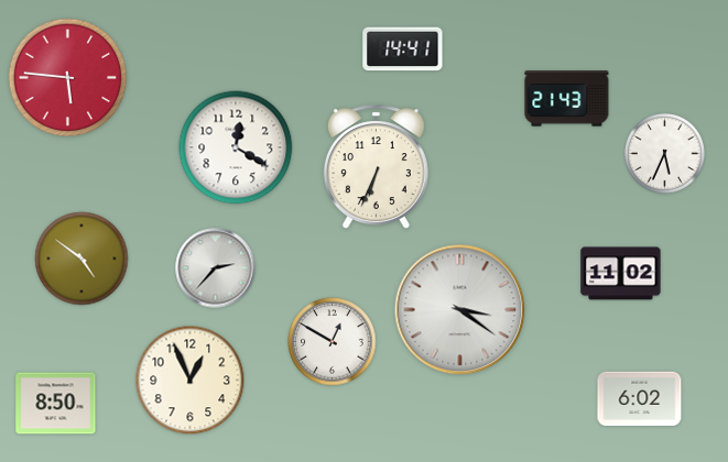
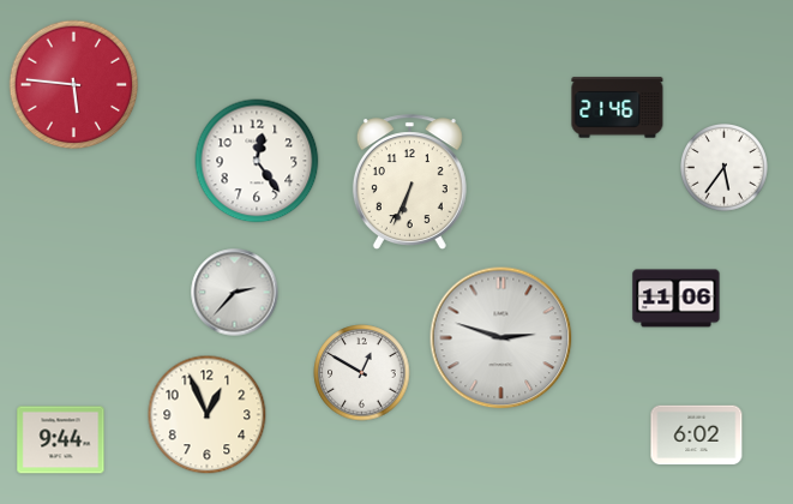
clock at (403, 50): 14:41 -> none
clock at (567, 99): 21:43 -> 21:46
clock at (236, 147): 12:20 -> 12:24
clock at (665, 154): 5:34 -> 5:36
clock at (82, 258): 4:51 -> none
clock at (621, 274): 11:02 -> 11:06
clock at (460, 310): 3:21 -> 2:48
clock at (56, 404): 8:50 -> 9:44
